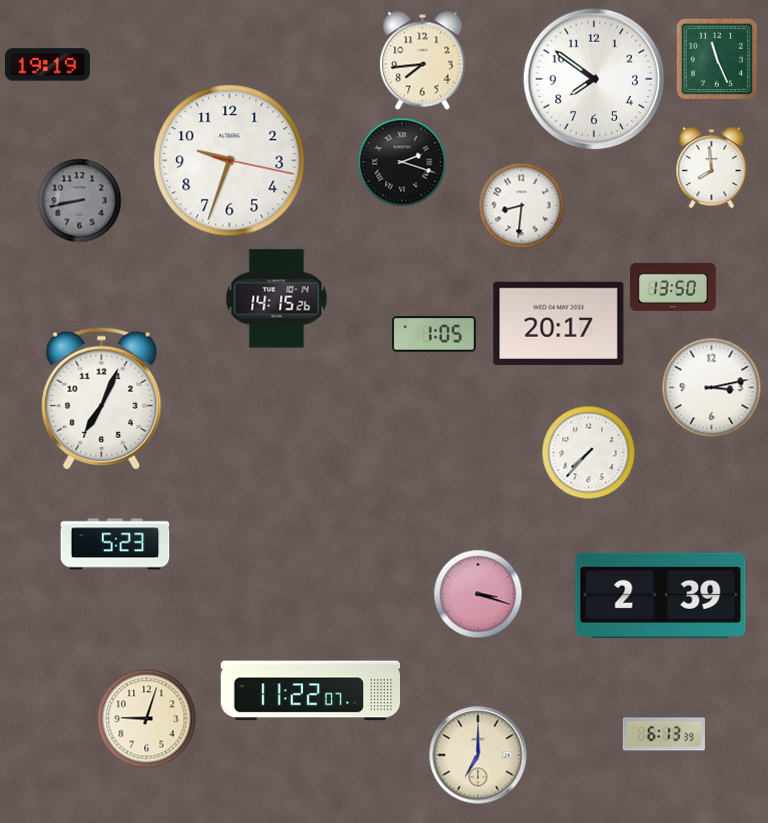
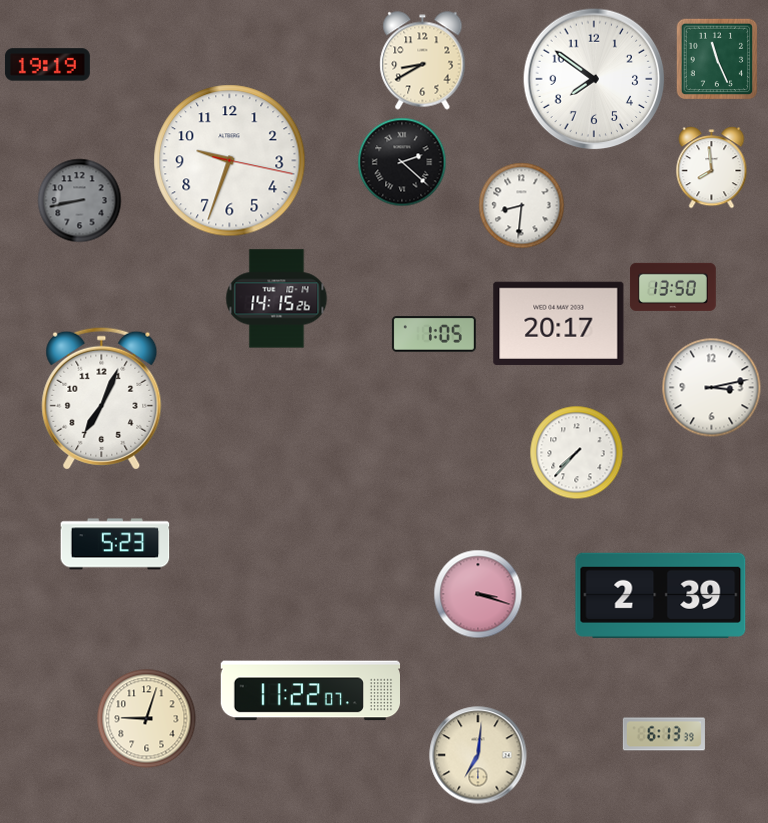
clock at (423, 61): 7:44 -> 8:40
clock at (402, 162): 2:18 -> 2:22
clock at (589, 453) position: (589, 453) -> (577, 453)
clock at (478, 755): 7:00 -> 7:01
